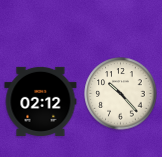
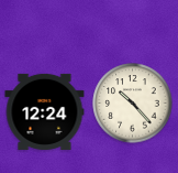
clock at (41, 101): 02:12 -> 12:24
